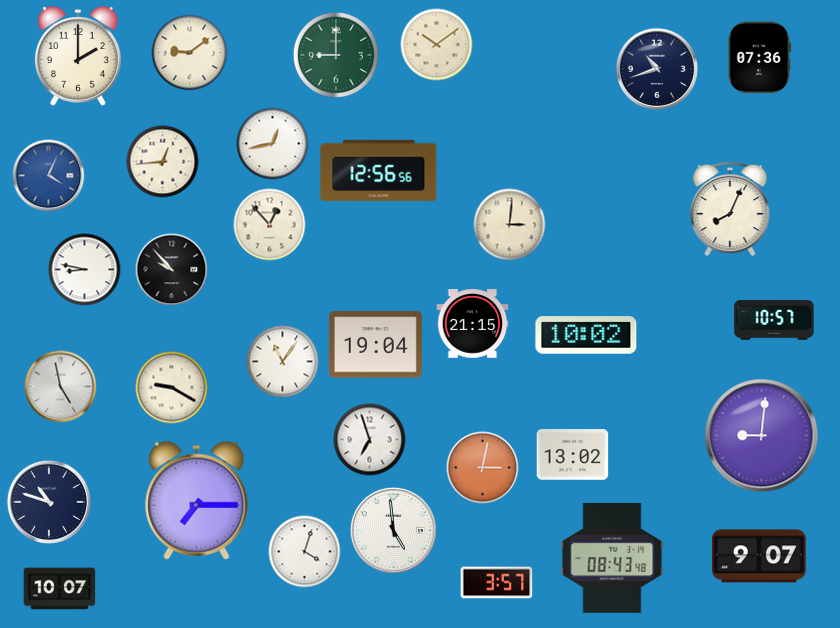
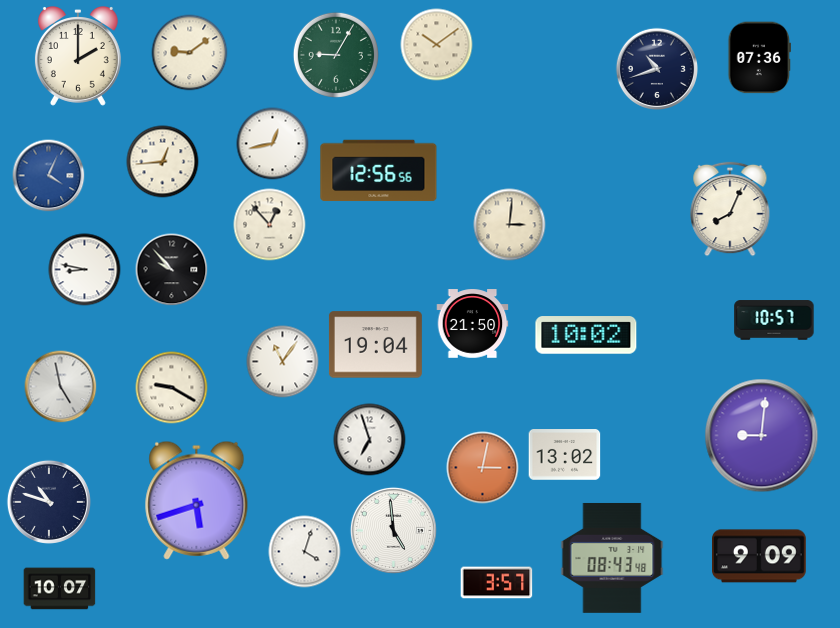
clock at (336, 55): 9:00 -> 9:05
clock at (473, 324): 21:15 -> 21:50
clock at (573, 455) position: (573, 455) -> (565, 455)
clock at (197, 500): 7:15 -> 5:42
clock at (760, 556): 9:07 -> 9:09
